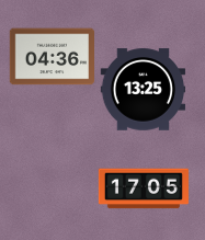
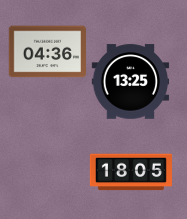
clock at (144, 188): 17:05 -> 18:05
